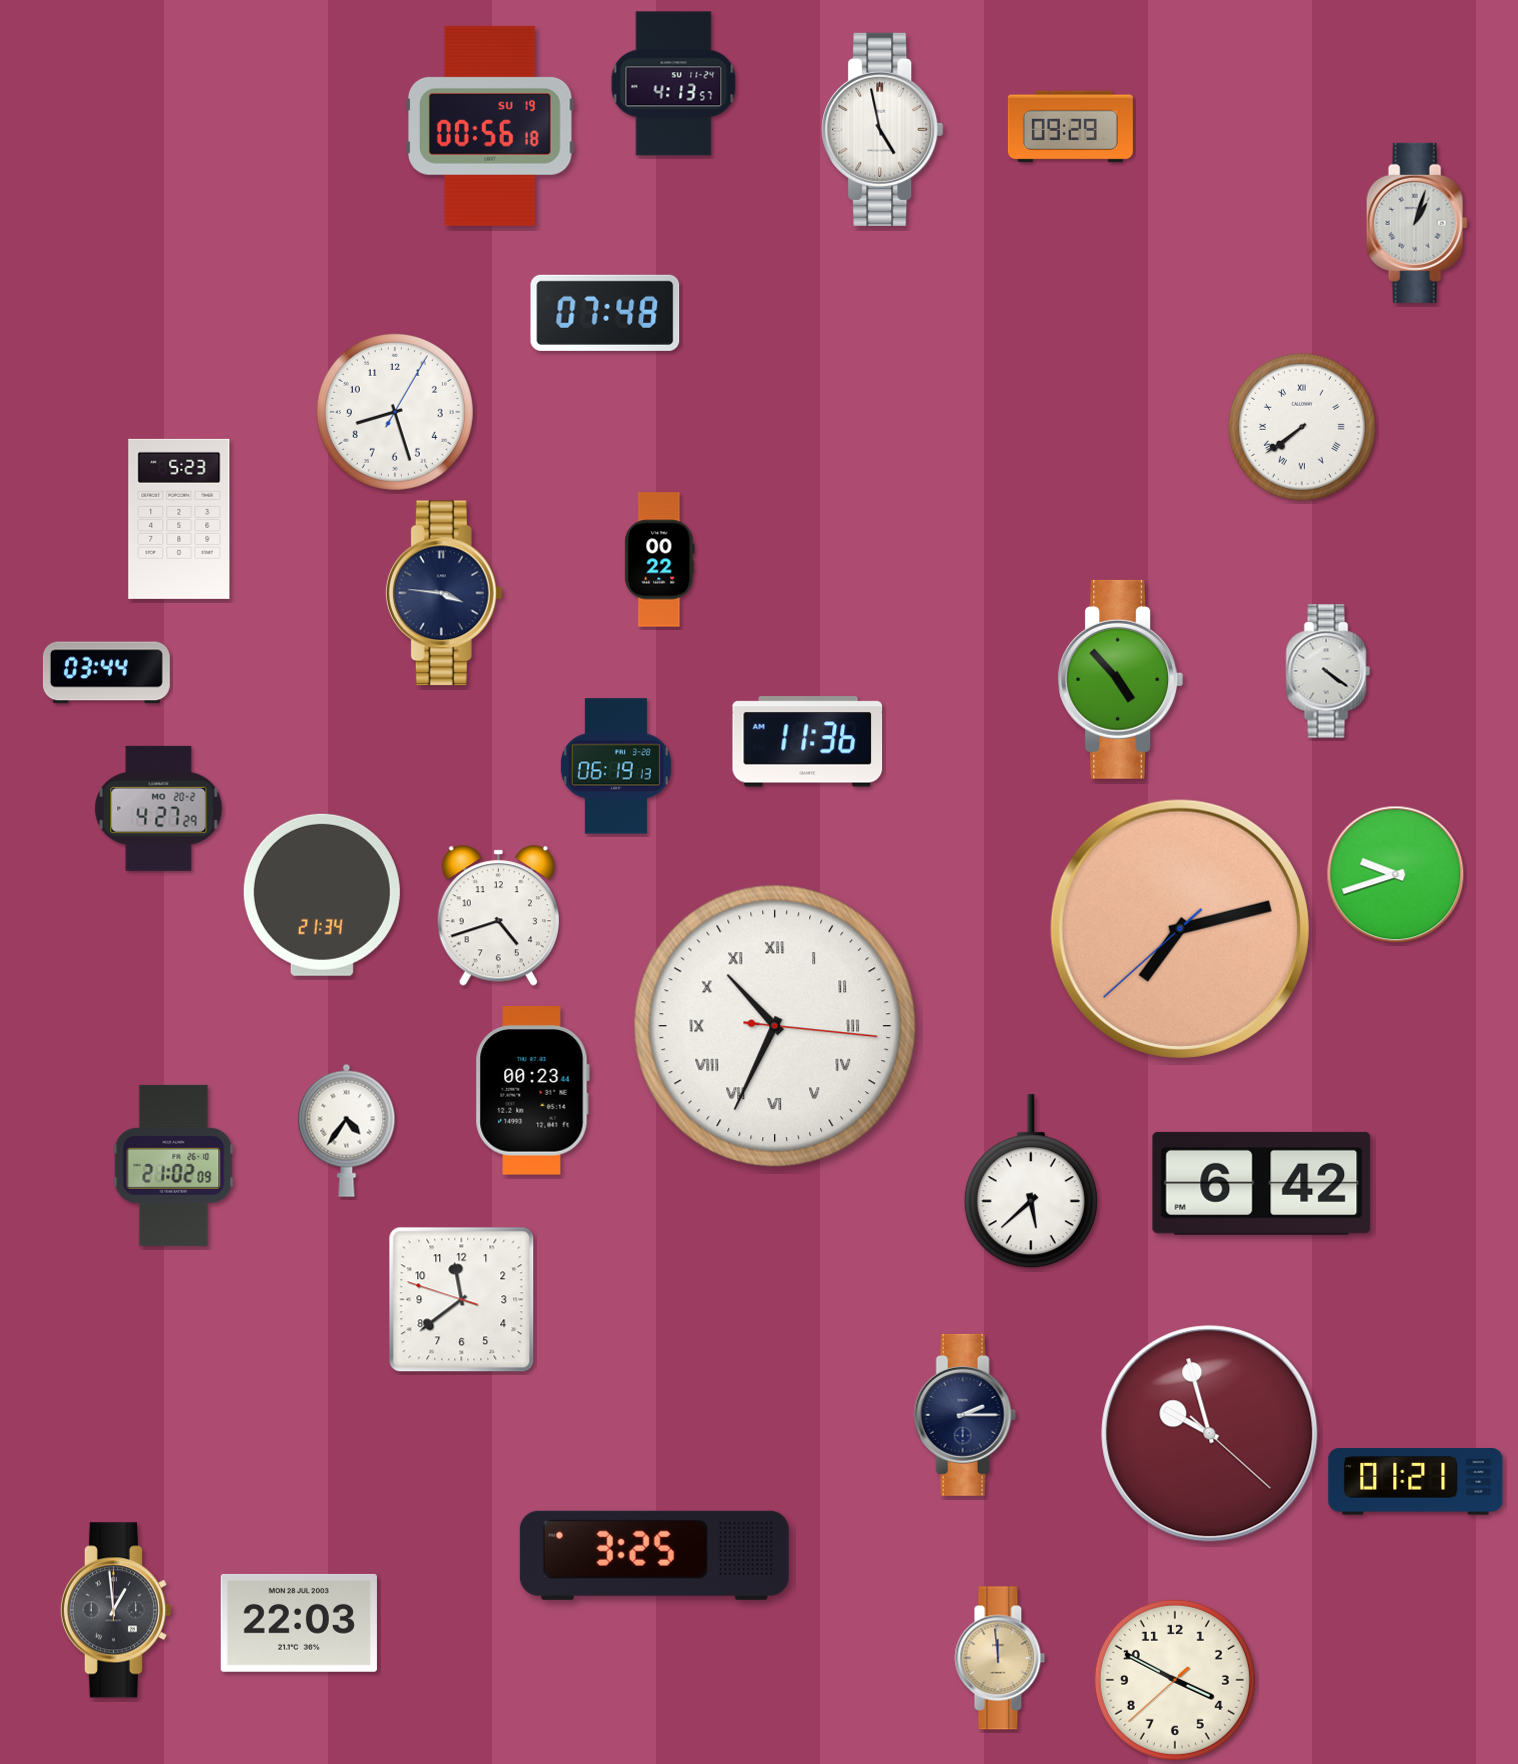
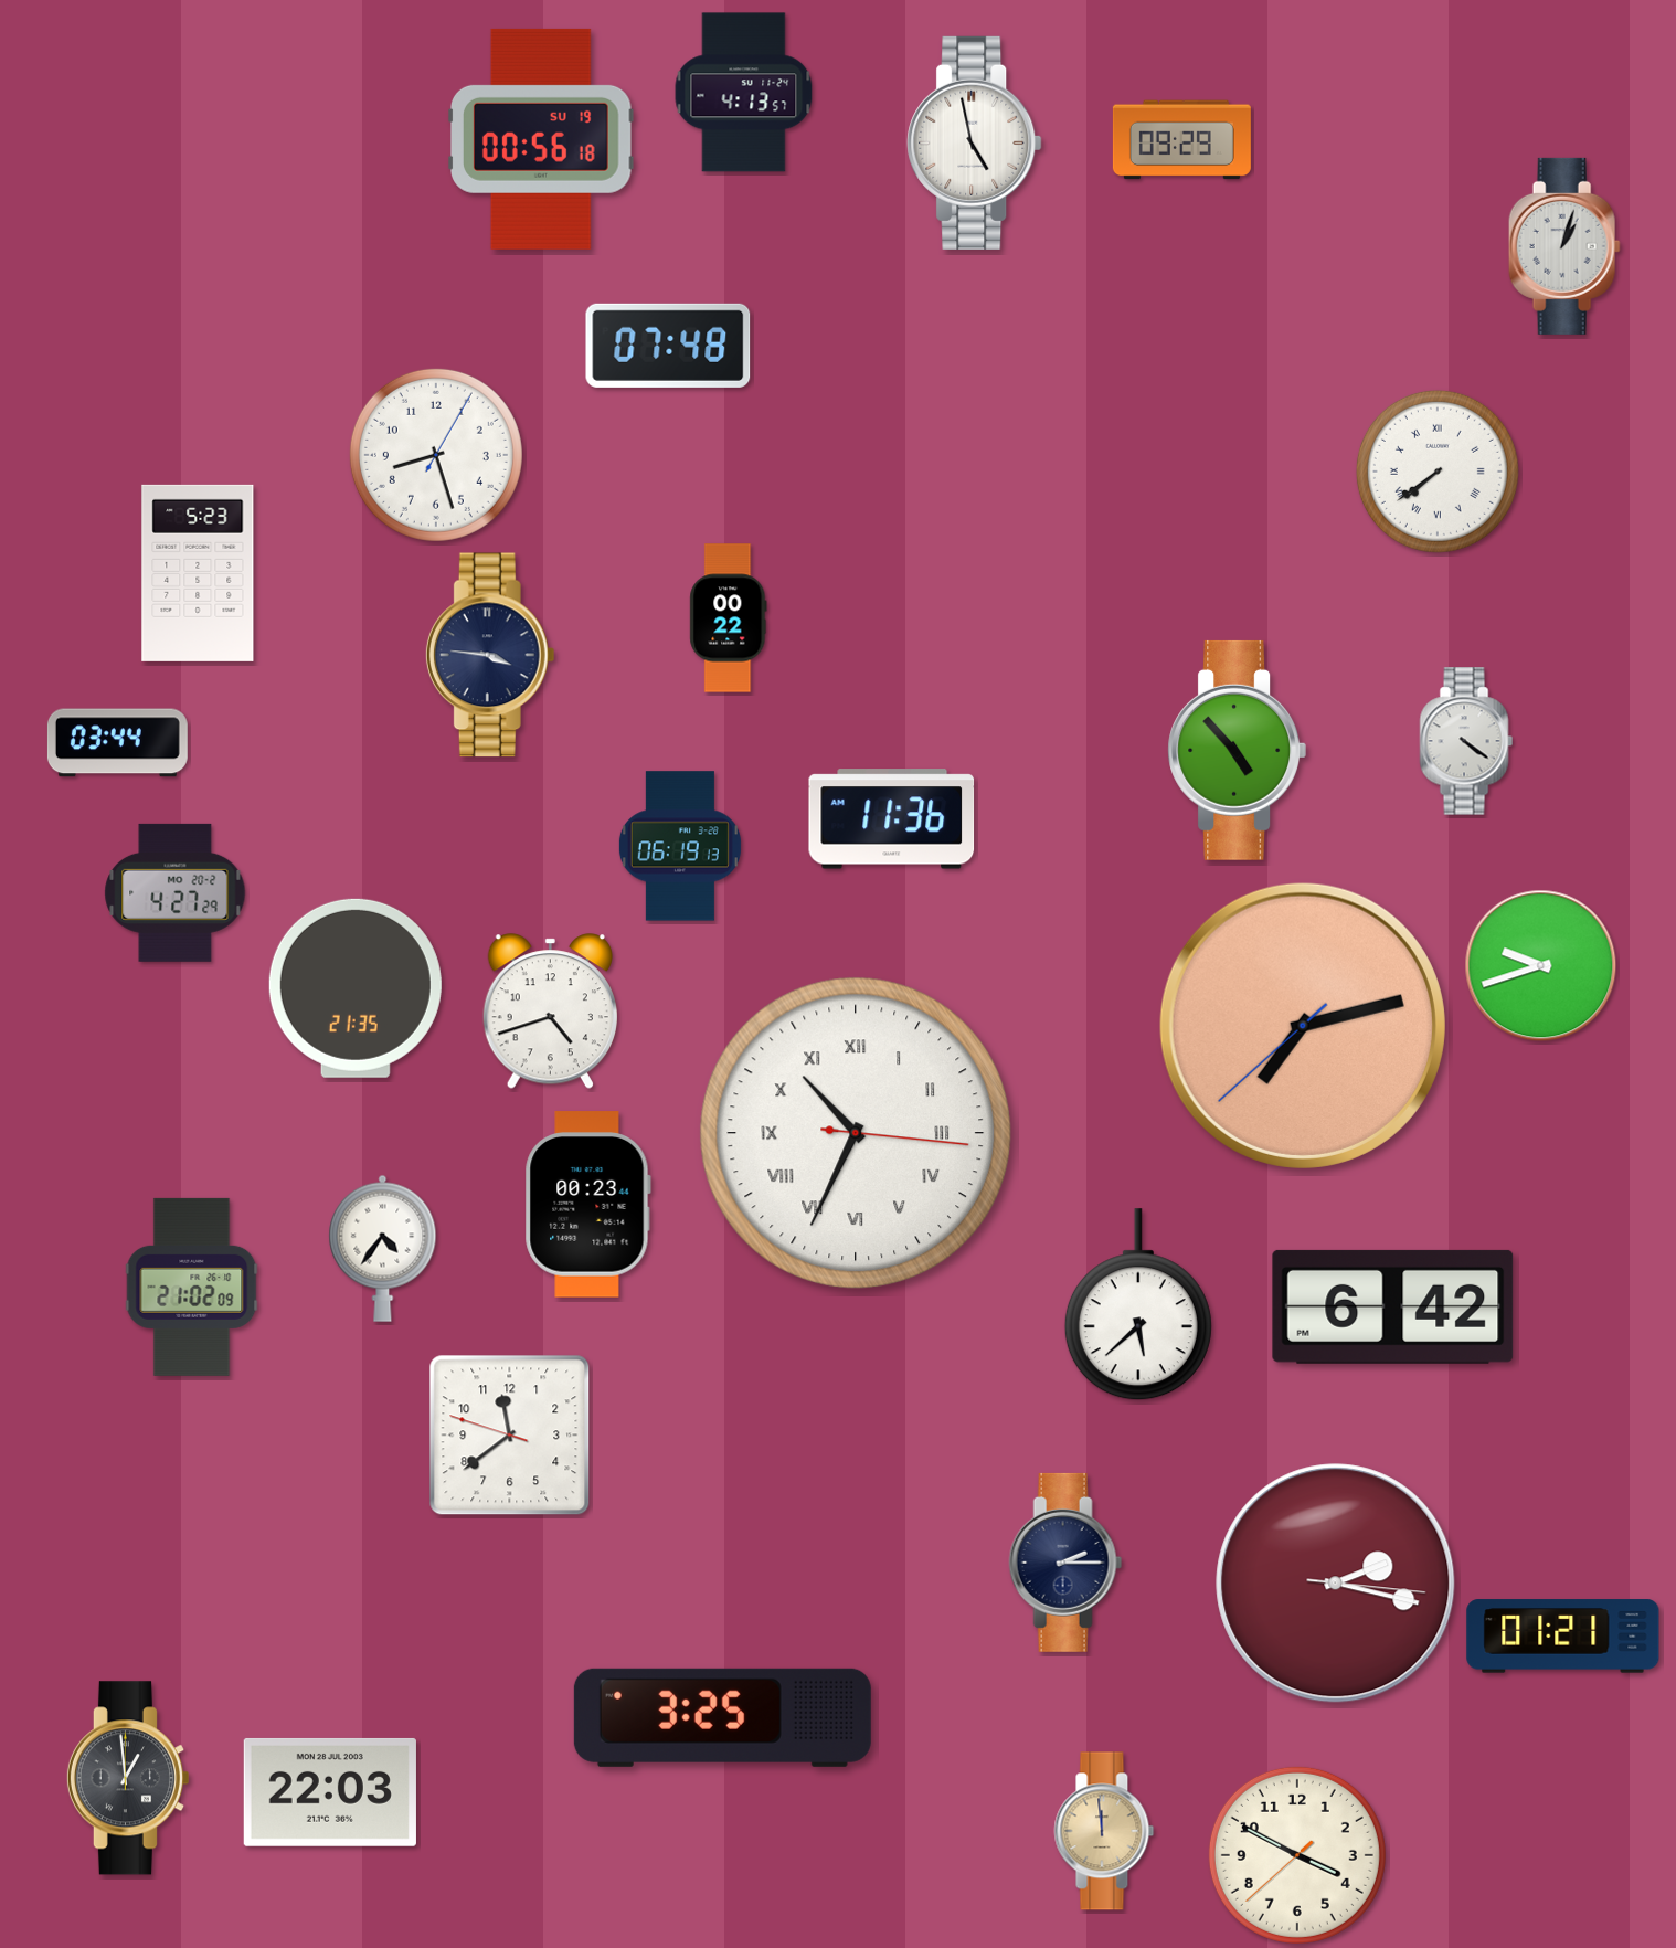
clock at (322, 895): 21:34 -> 21:35
clock at (1210, 1434): 9:57 -> 2:17
